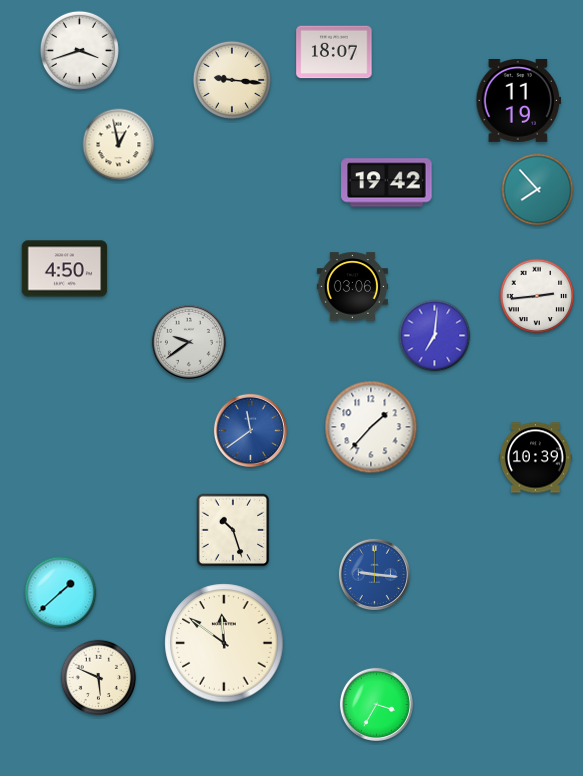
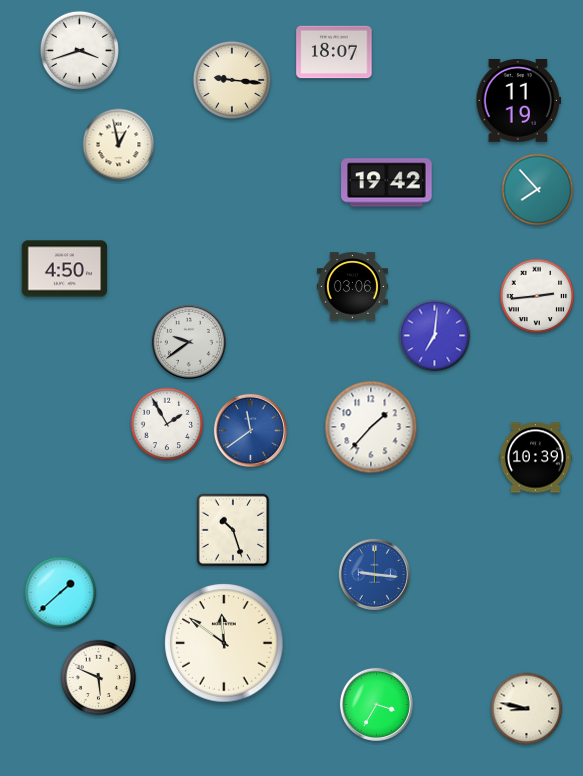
clock at (167, 424): none -> 1:55
clock at (527, 709): none -> 8:47
